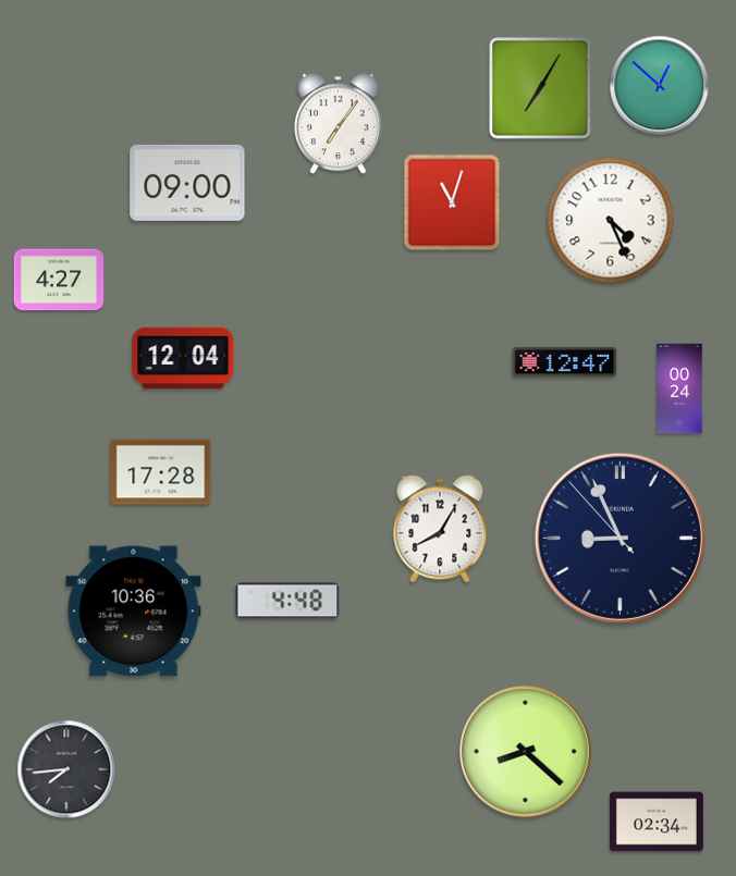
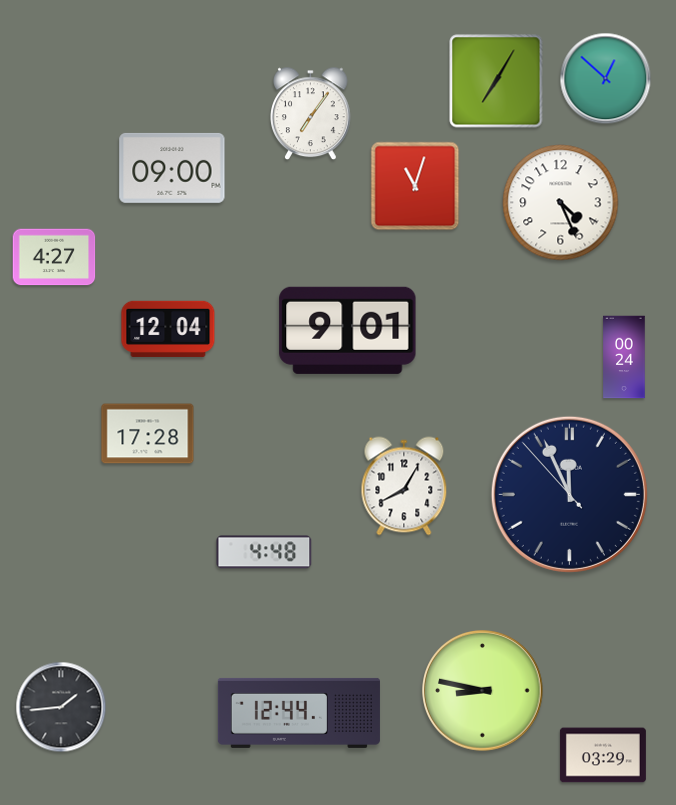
clock at (348, 330): none -> 9:01
clock at (565, 361): 12:47 -> none
clock at (620, 538): 8:55 -> 11:55
clock at (134, 612): 10:36 -> none
clock at (526, 752): 8:22 -> 8:47
clock at (66, 769): 7:44 -> 1:44
clock at (299, 713): none -> 12:44
clock at (657, 822): 02:34 -> 03:29
